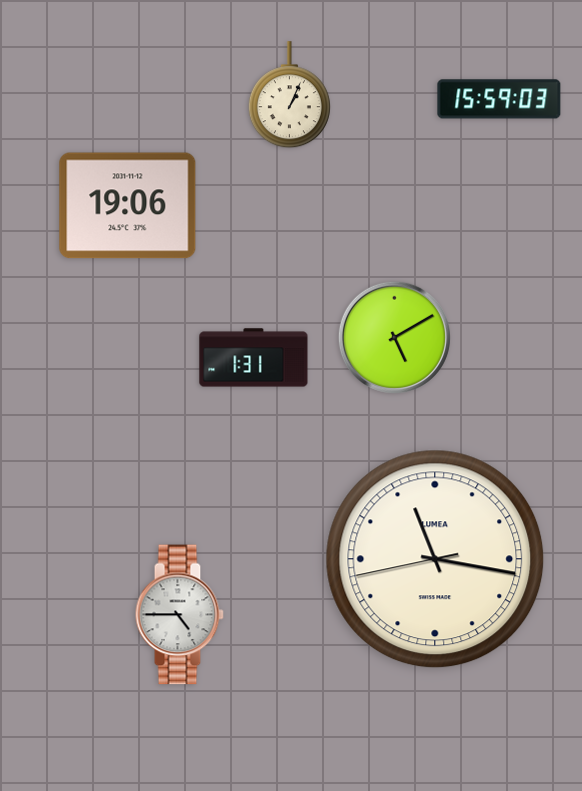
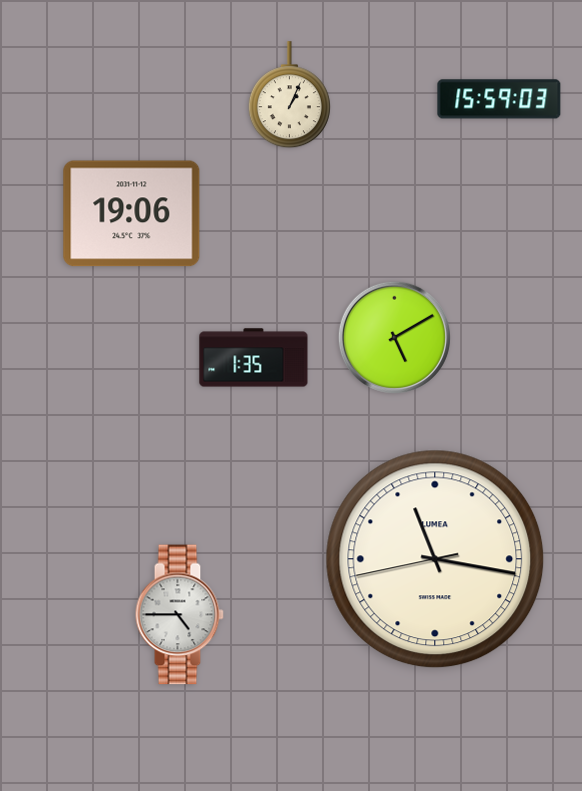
clock at (128, 206) position: (128, 206) -> (132, 214)
clock at (254, 358): 1:31 -> 1:35
